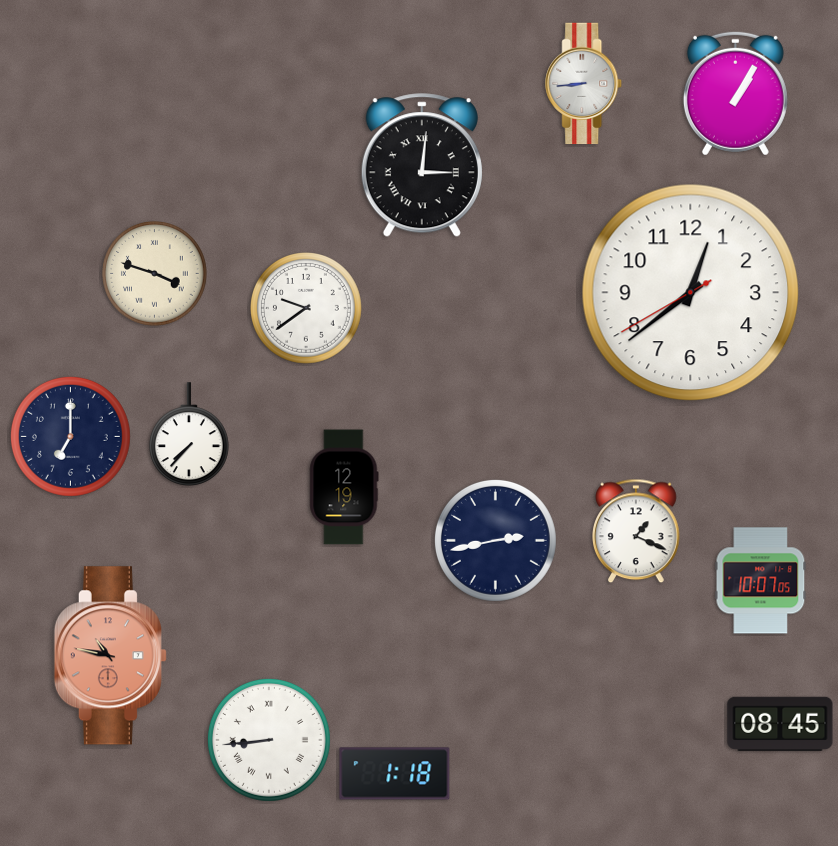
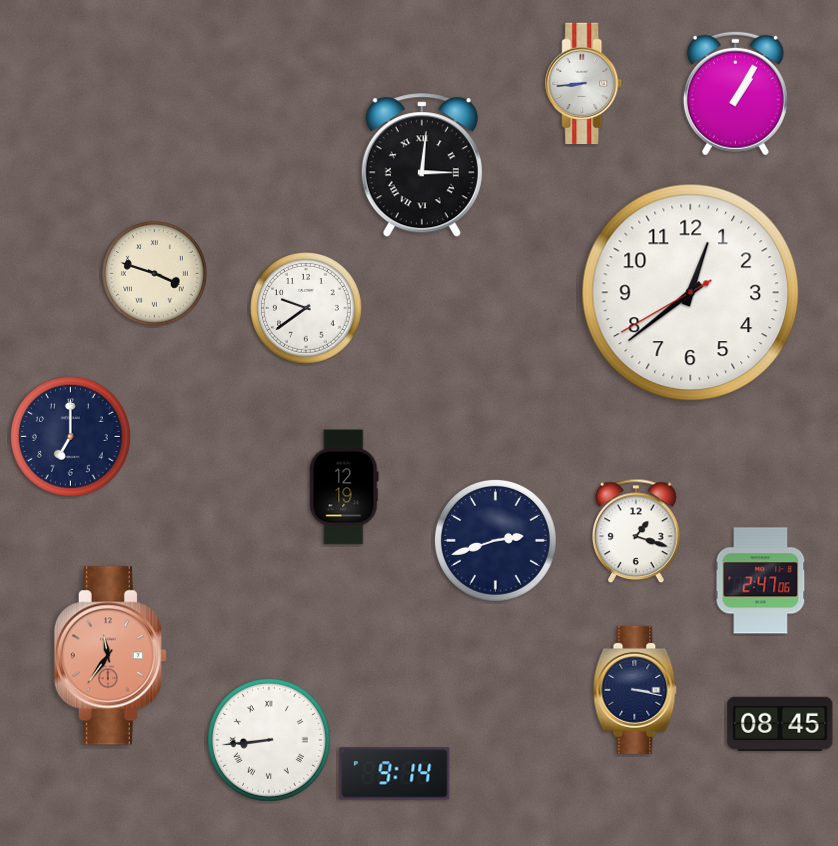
clock at (190, 434): 7:37 -> none
clock at (636, 531): 1:19 -> 1:18
clock at (495, 540): 2:43 -> 2:42
clock at (761, 581): 10:07 -> 2:47
clock at (110, 656): 10:47 -> 11:36
clock at (635, 690): none -> 3:17
clock at (395, 774): 1:18 -> 9:14
